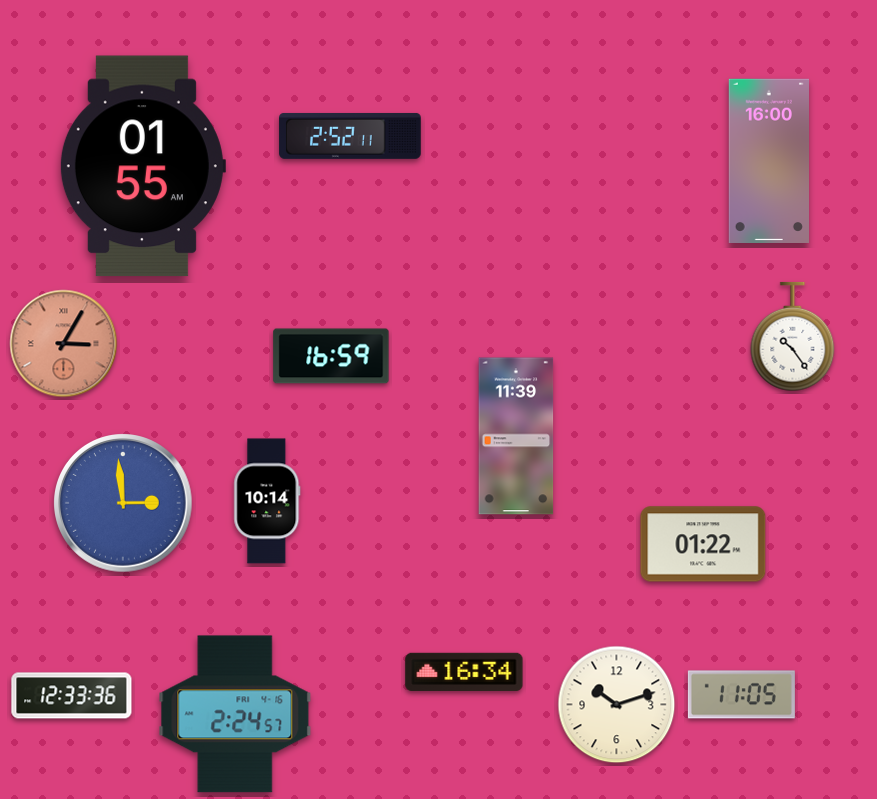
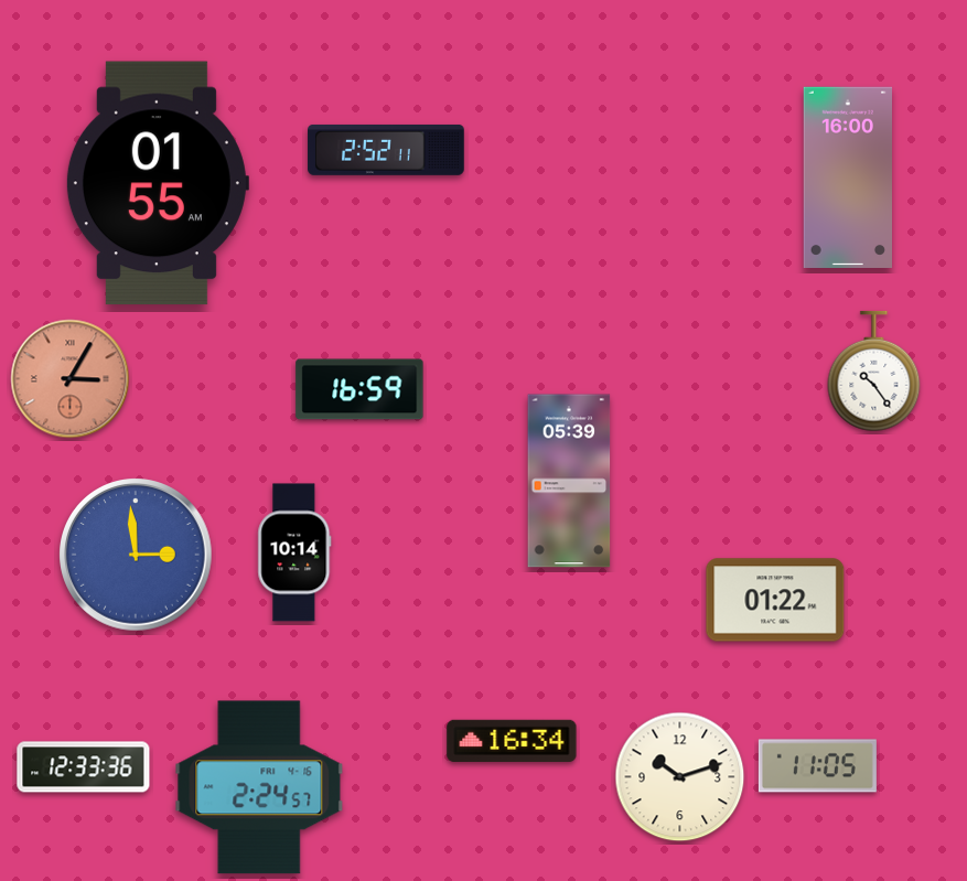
clock at (331, 356) position: (331, 356) -> (359, 389)
clock at (516, 436): 11:39 -> 05:39
clock at (72, 696) position: (72, 696) -> (84, 767)
